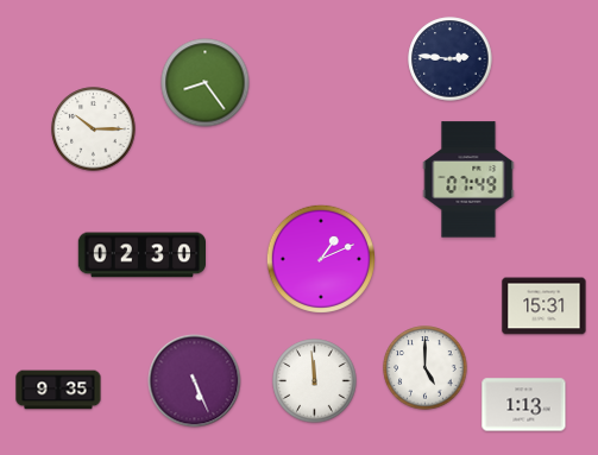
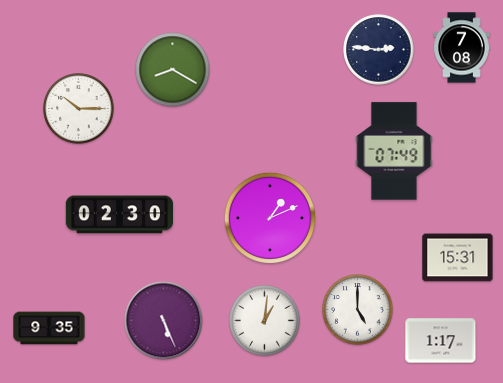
clock at (462, 48): none -> 7:08
clock at (206, 83): 8:24 -> 8:20
clock at (315, 381): 11:59 -> 1:01
clock at (524, 405): 1:13 -> 1:17
